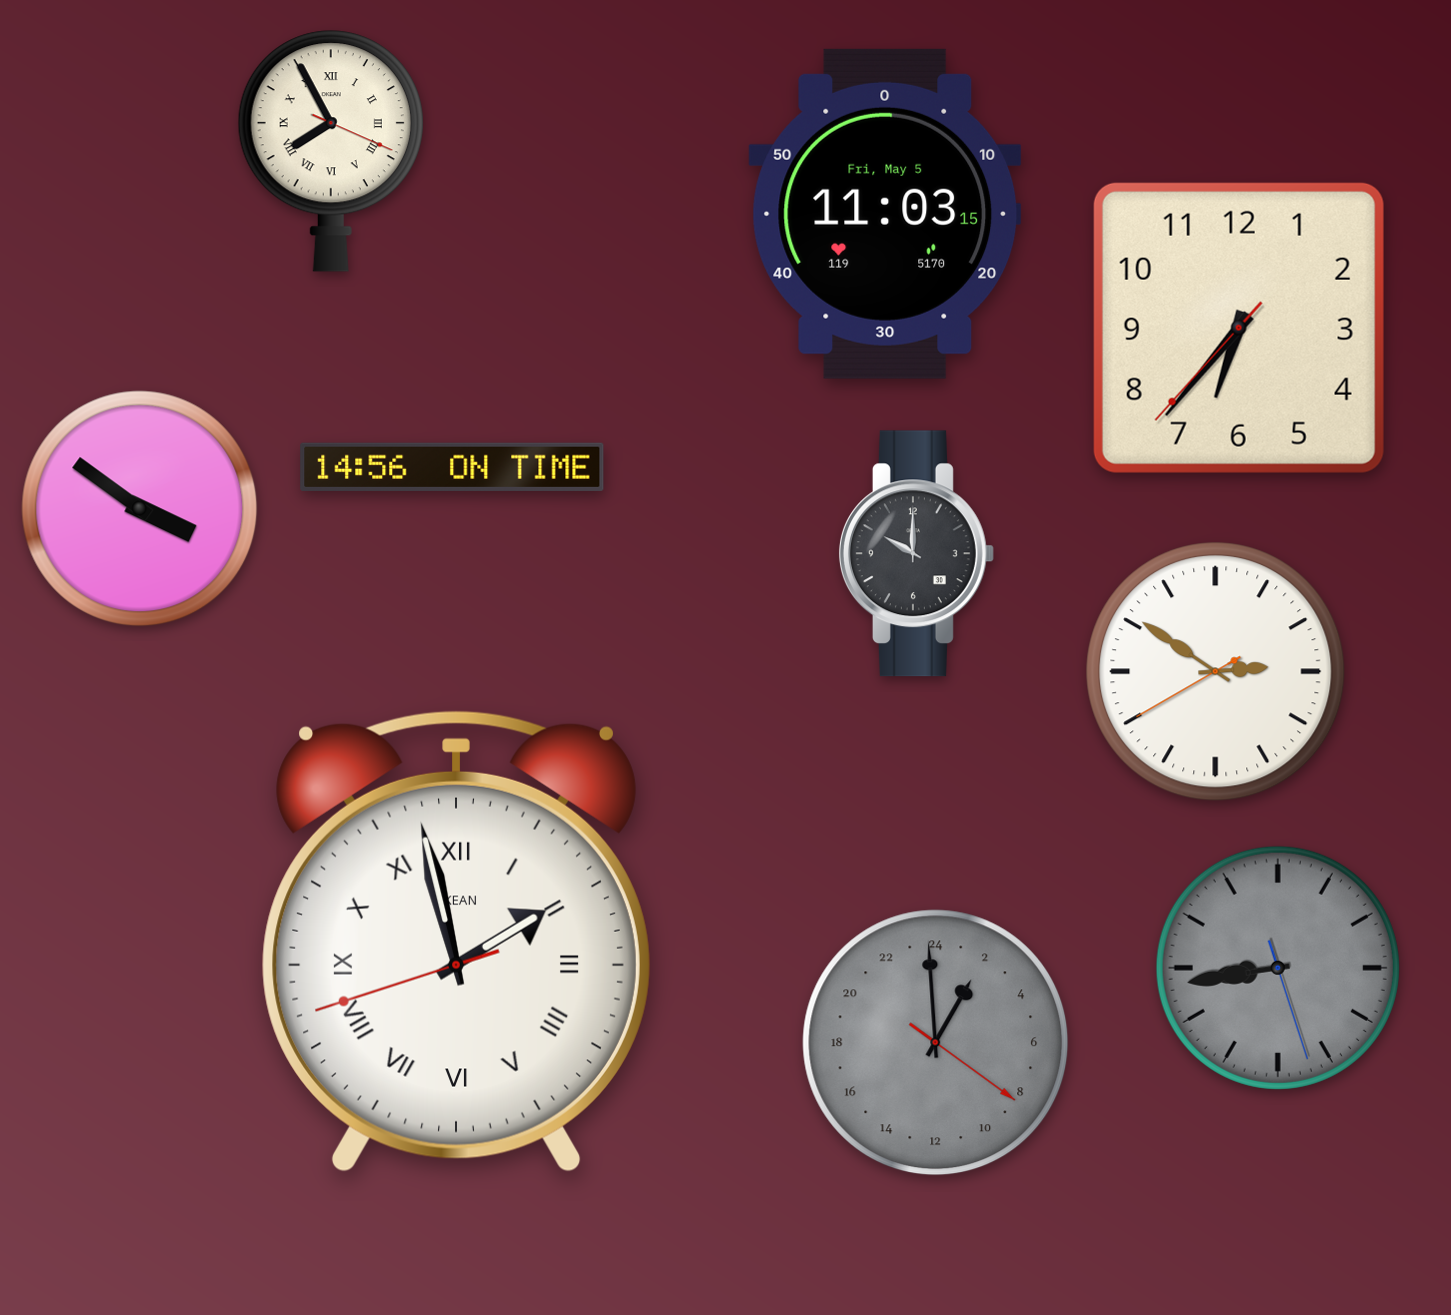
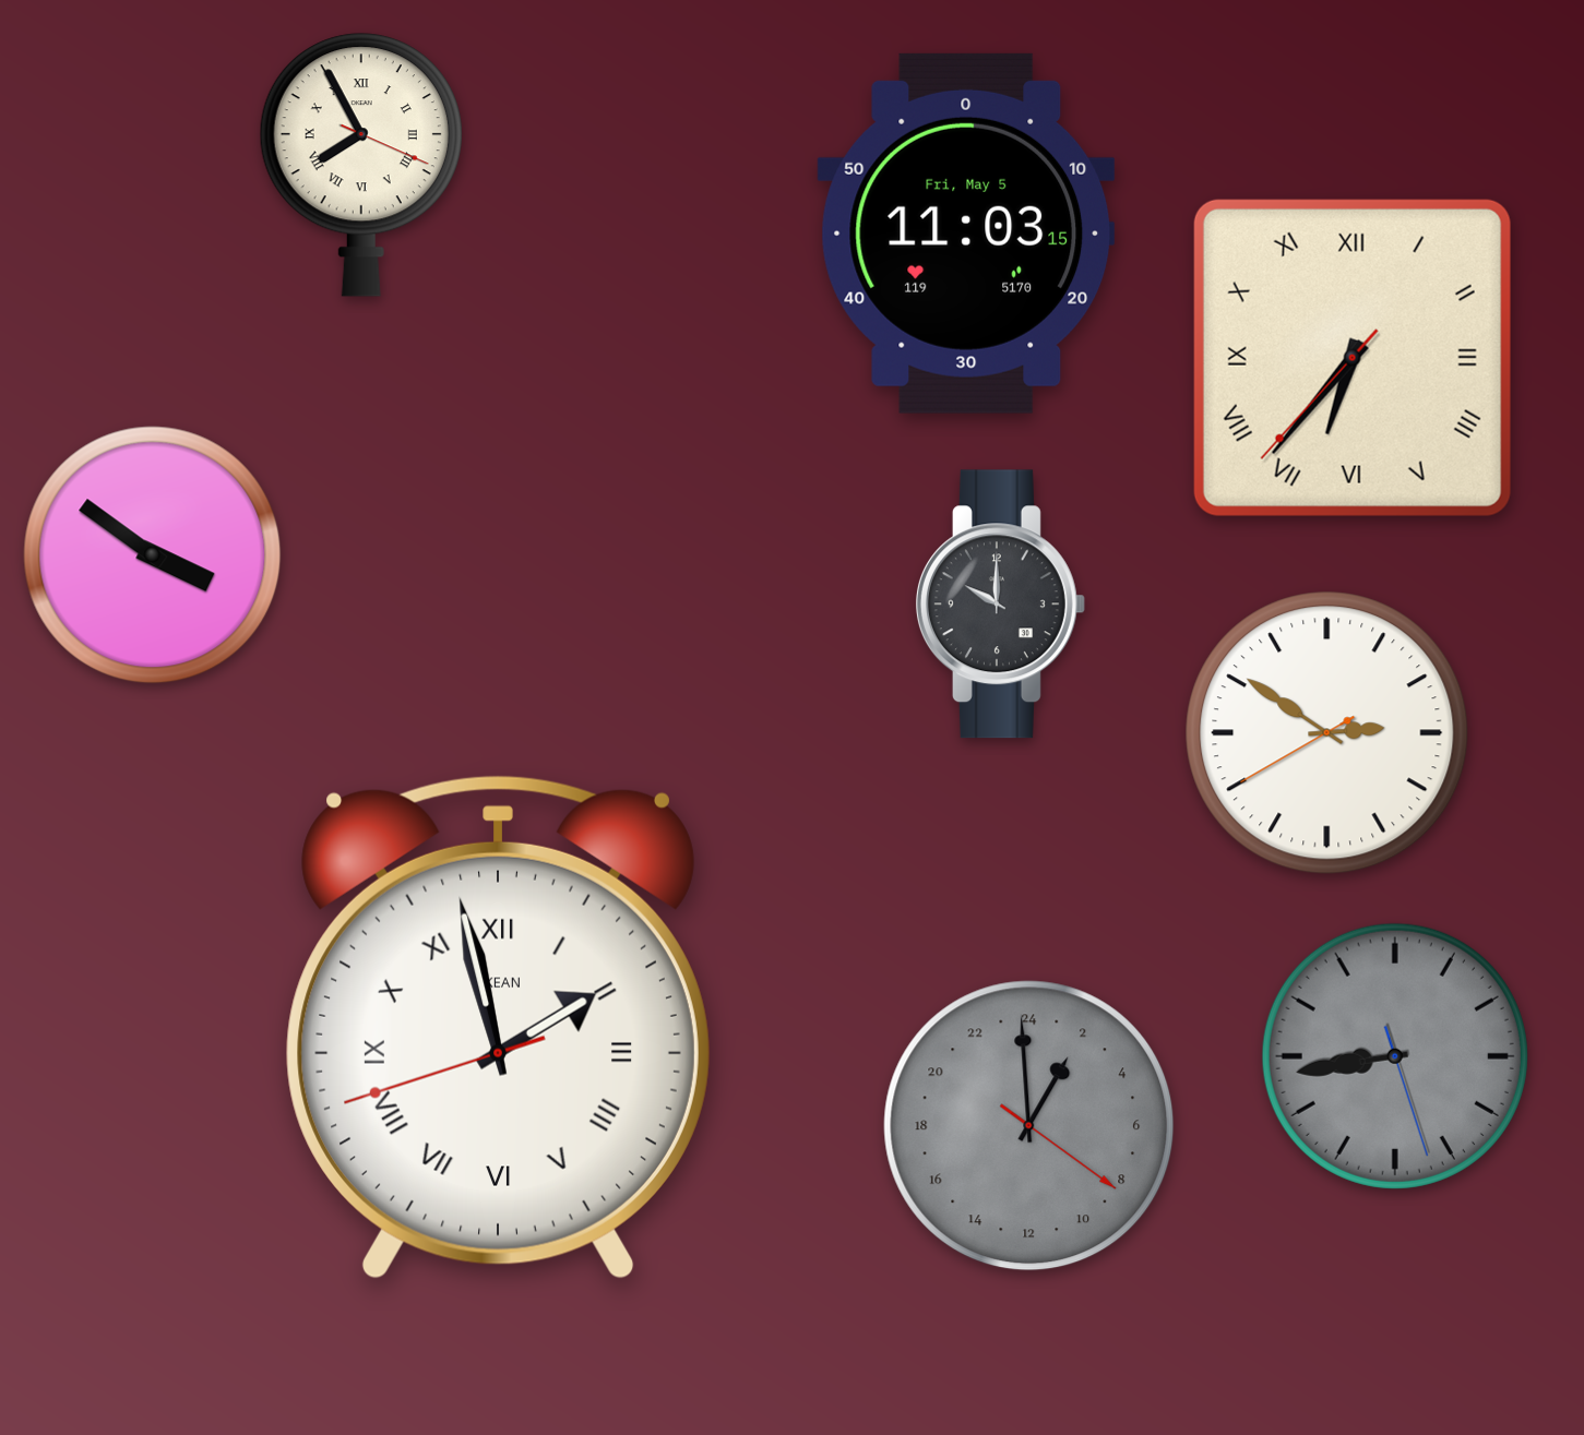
clock at (1239, 328) numerals: Arabic -> Roman
clock at (452, 467): 14:56 -> none
clock at (936, 1043) position: (936, 1043) -> (1029, 1126)
